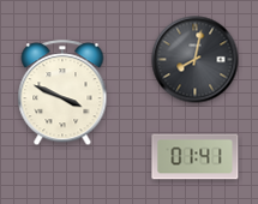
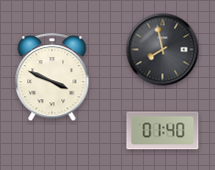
clock at (196, 60): 8:02 -> 7:58
clock at (196, 157): 01:41 -> 01:40
